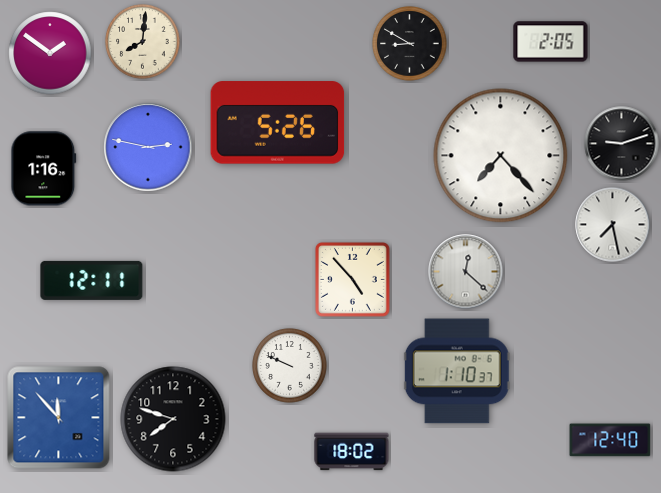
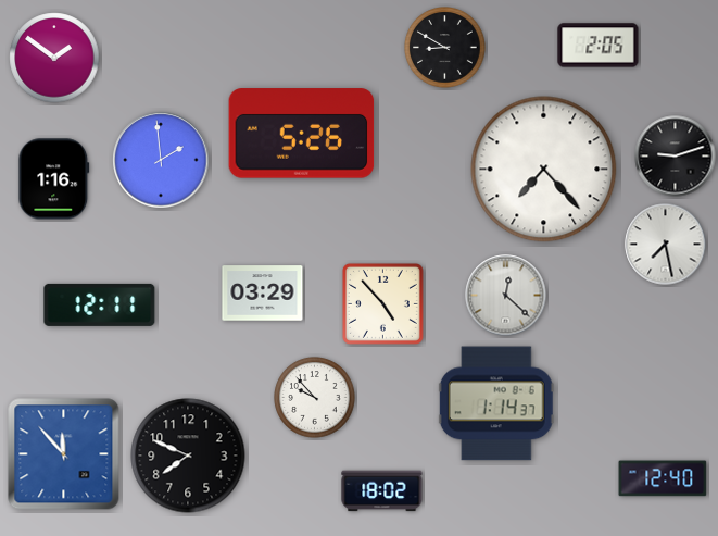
clock at (143, 42): 8:01 -> none
clock at (148, 147): 2:47 -> 1:59
clock at (44, 169) position: (44, 169) -> (54, 179)
clock at (263, 294): none -> 03:29
clock at (290, 366): 9:49 -> 9:53
clock at (457, 371): 1:10 -> 1:14
clock at (173, 419): 7:48 -> 7:49
